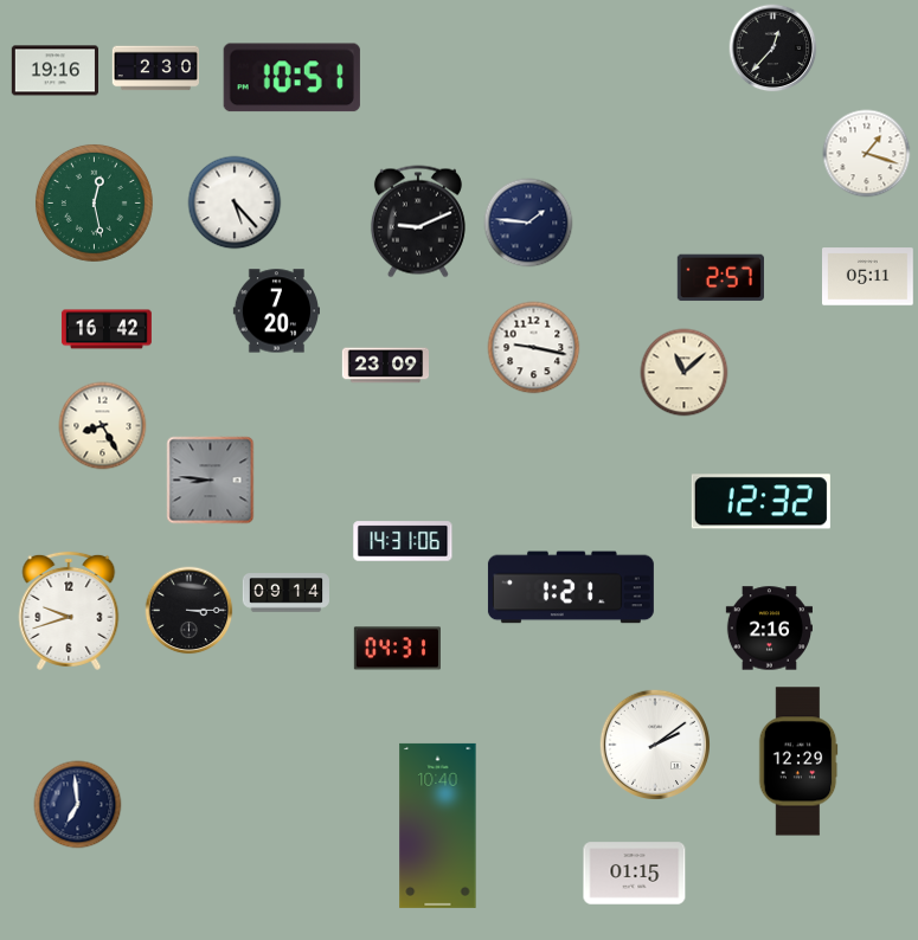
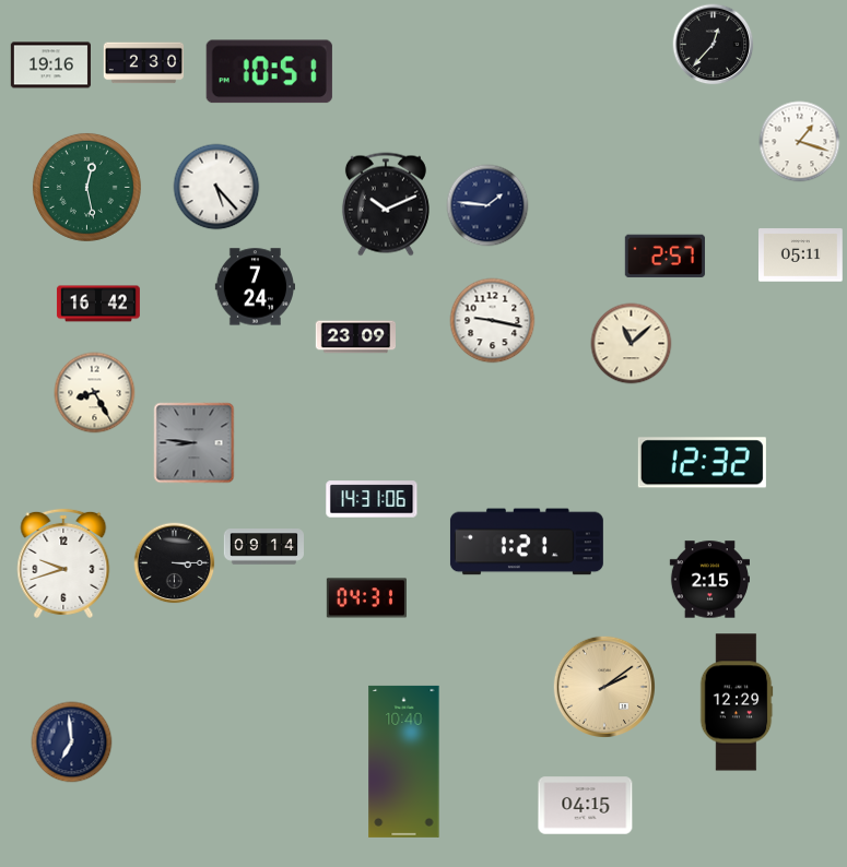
clock at (418, 221): 9:11 -> 10:11
clock at (276, 311): 7:20 -> 7:24
clock at (769, 629): 2:16 -> 2:15
clock at (654, 743) dial: white -> champagne
clock at (635, 874): 01:15 -> 04:15
